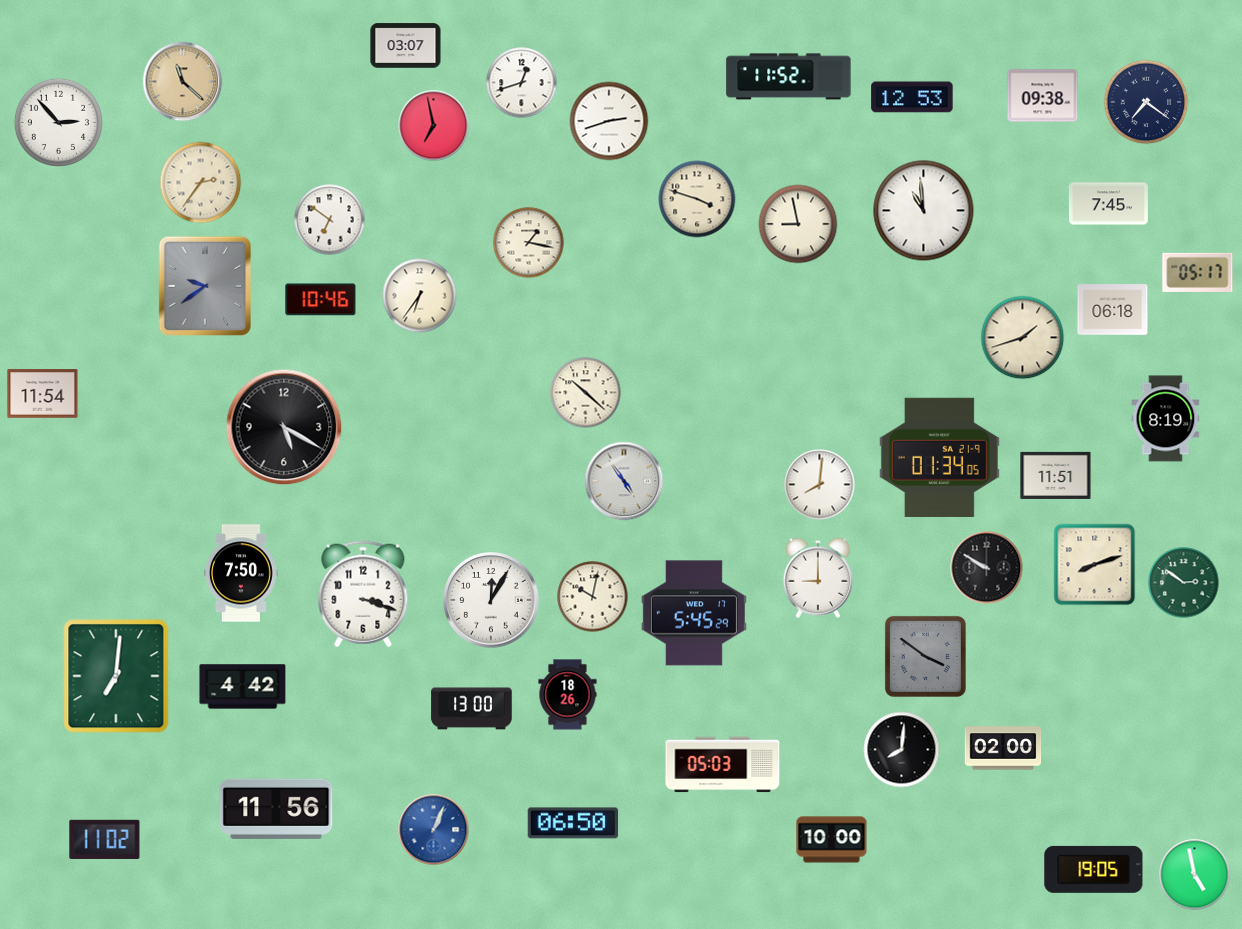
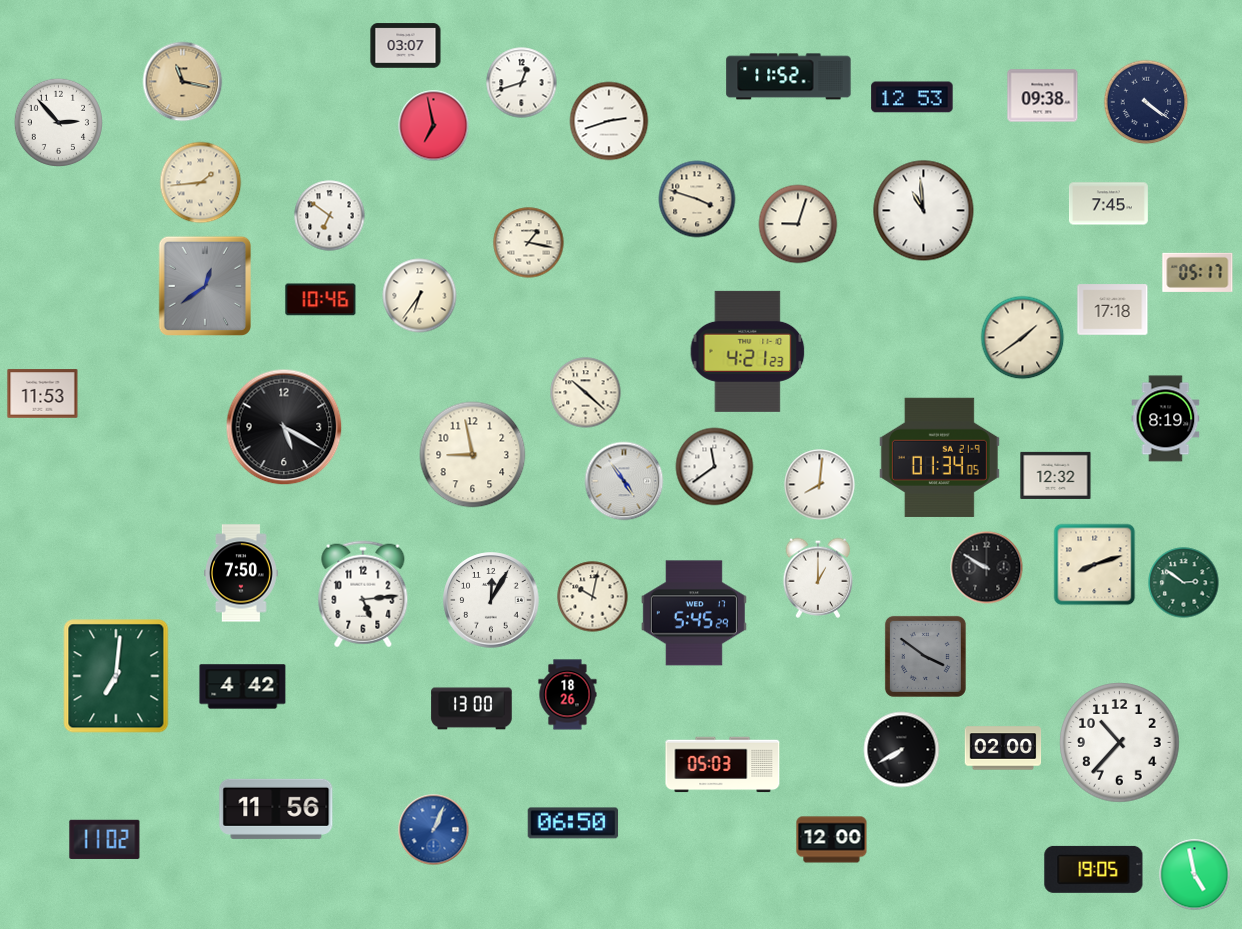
clock at (183, 82): 11:22 -> 11:17
clock at (1146, 102): 7:21 -> 4:21
clock at (201, 183): 2:36 -> 1:44
clock at (330, 220) position: (330, 220) -> (330, 216)
clock at (798, 224): 8:58 -> 9:03
clock at (204, 285): 9:39 -> 12:39
clock at (1113, 310): 06:18 -> 17:18
clock at (1023, 338): 1:42 -> 1:39
clock at (748, 351): none -> 4:21
clock at (43, 394): 11:54 -> 11:53
clock at (473, 455): none -> 8:58
clock at (715, 467): none -> 11:39
clock at (1056, 475): 11:51 -> 12:32
clock at (818, 578): 9:00 -> 1:00
clock at (363, 594): 3:18 -> 5:14
clock at (1120, 743): none -> 10:37
clock at (902, 750): 8:01 -> 7:40
clock at (832, 840): 10:00 -> 12:00
